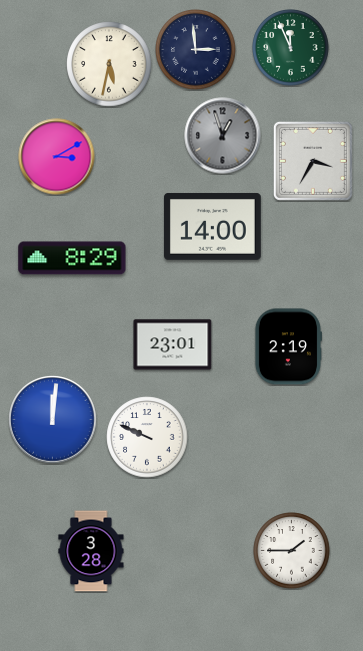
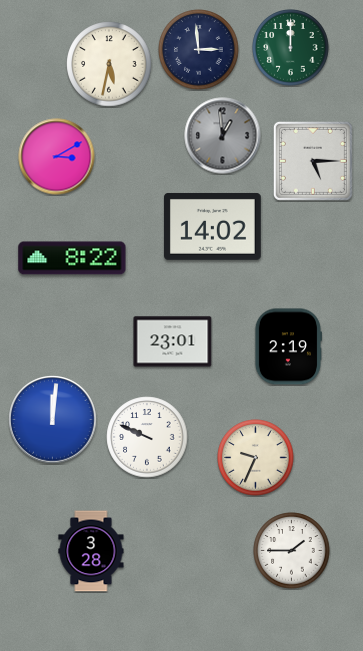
clock at (291, 48): 11:56 -> 12:00
clock at (196, 50) position: (196, 50) -> (199, 50)
clock at (223, 136): 12:57 -> 12:59
clock at (313, 161): 3:35 -> 5:15
clock at (213, 226): 14:00 -> 14:02
clock at (72, 258): 8:29 -> 8:22
clock at (173, 345) position: (173, 345) -> (173, 342)
clock at (256, 458): none -> 9:34
